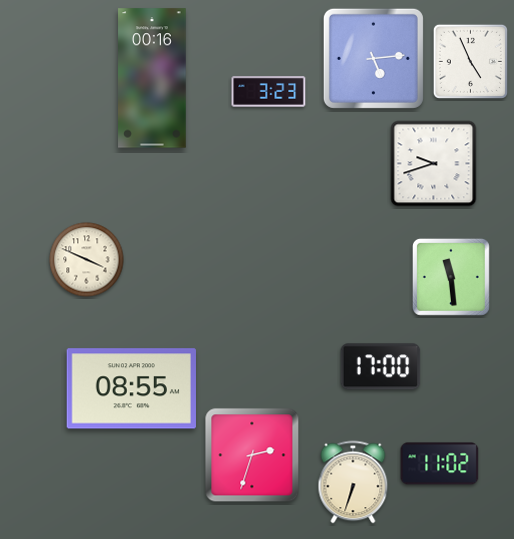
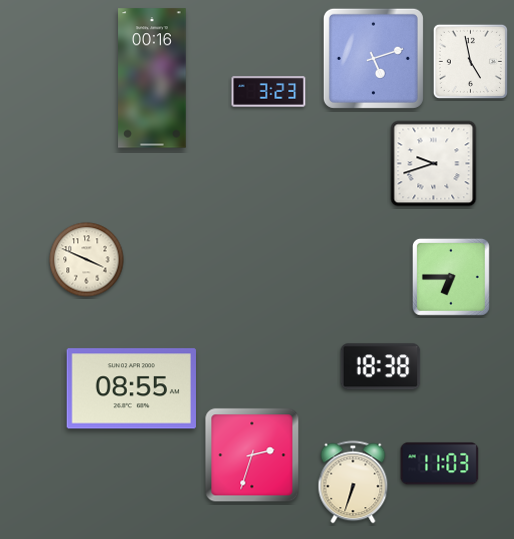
clock at (373, 58): 5:14 -> 5:12
clock at (470, 61): 4:56 -> 4:58
clock at (451, 277): 11:29 -> 6:45
clock at (381, 367): 17:00 -> 18:38
clock at (440, 464): 11:02 -> 11:03
